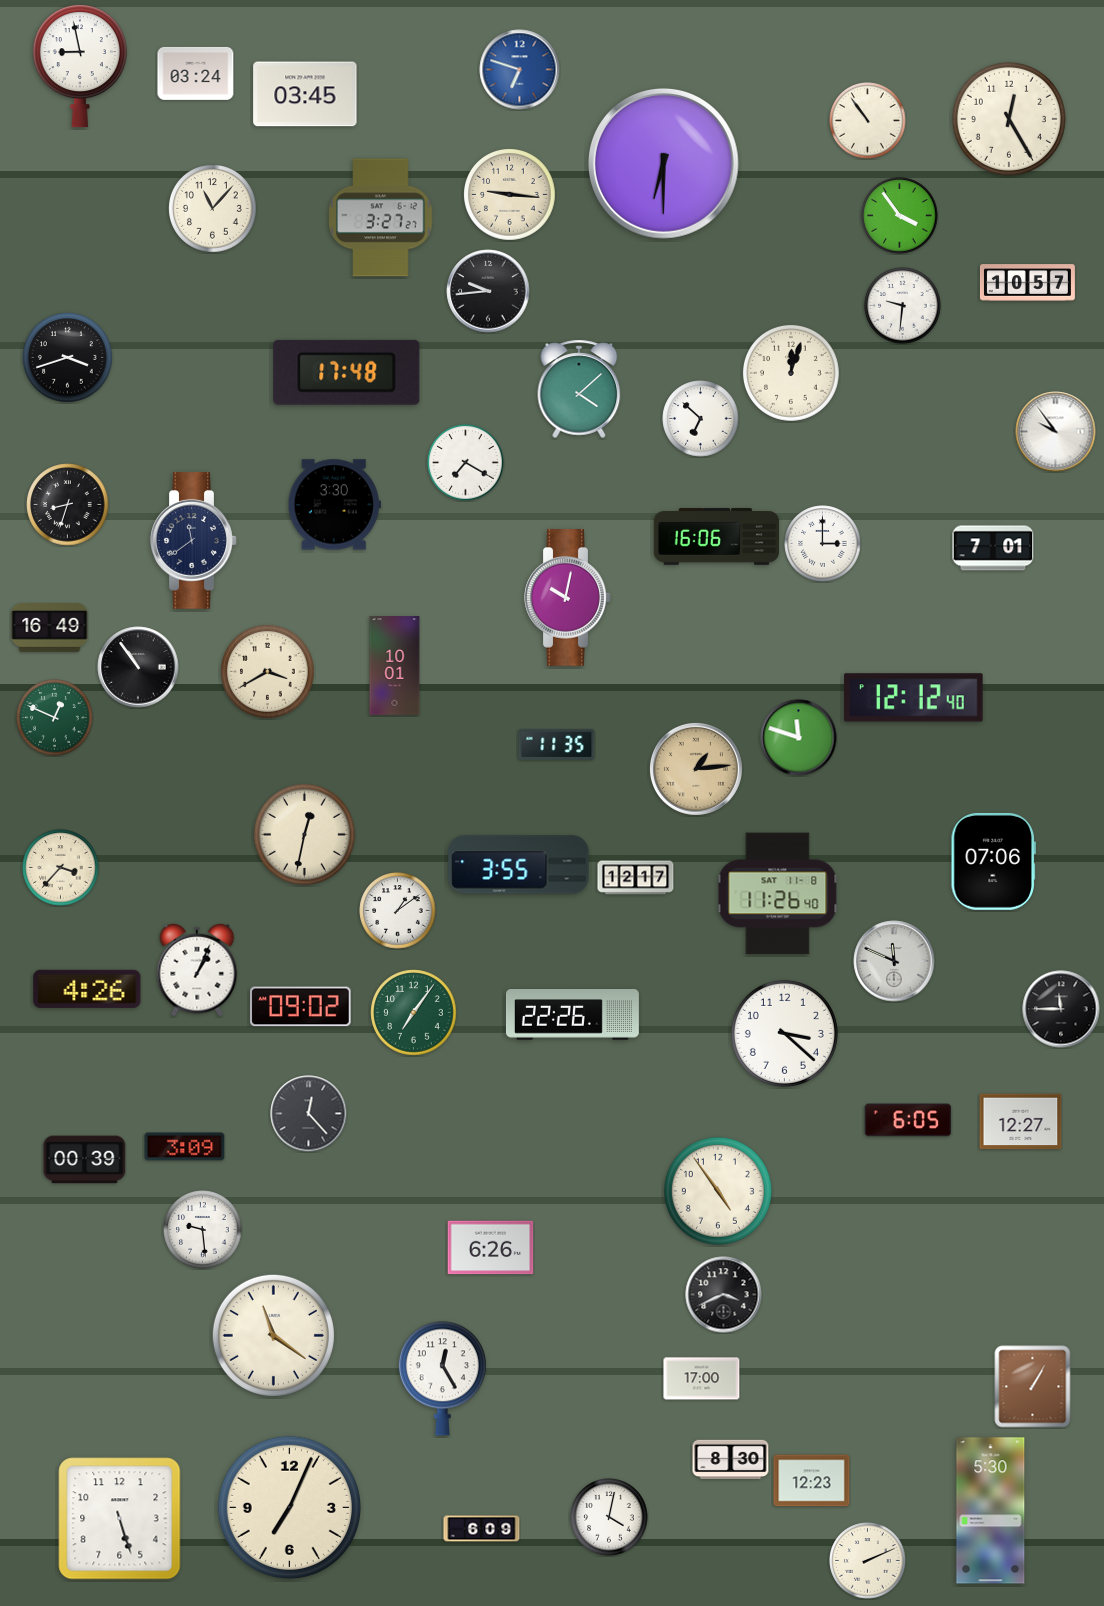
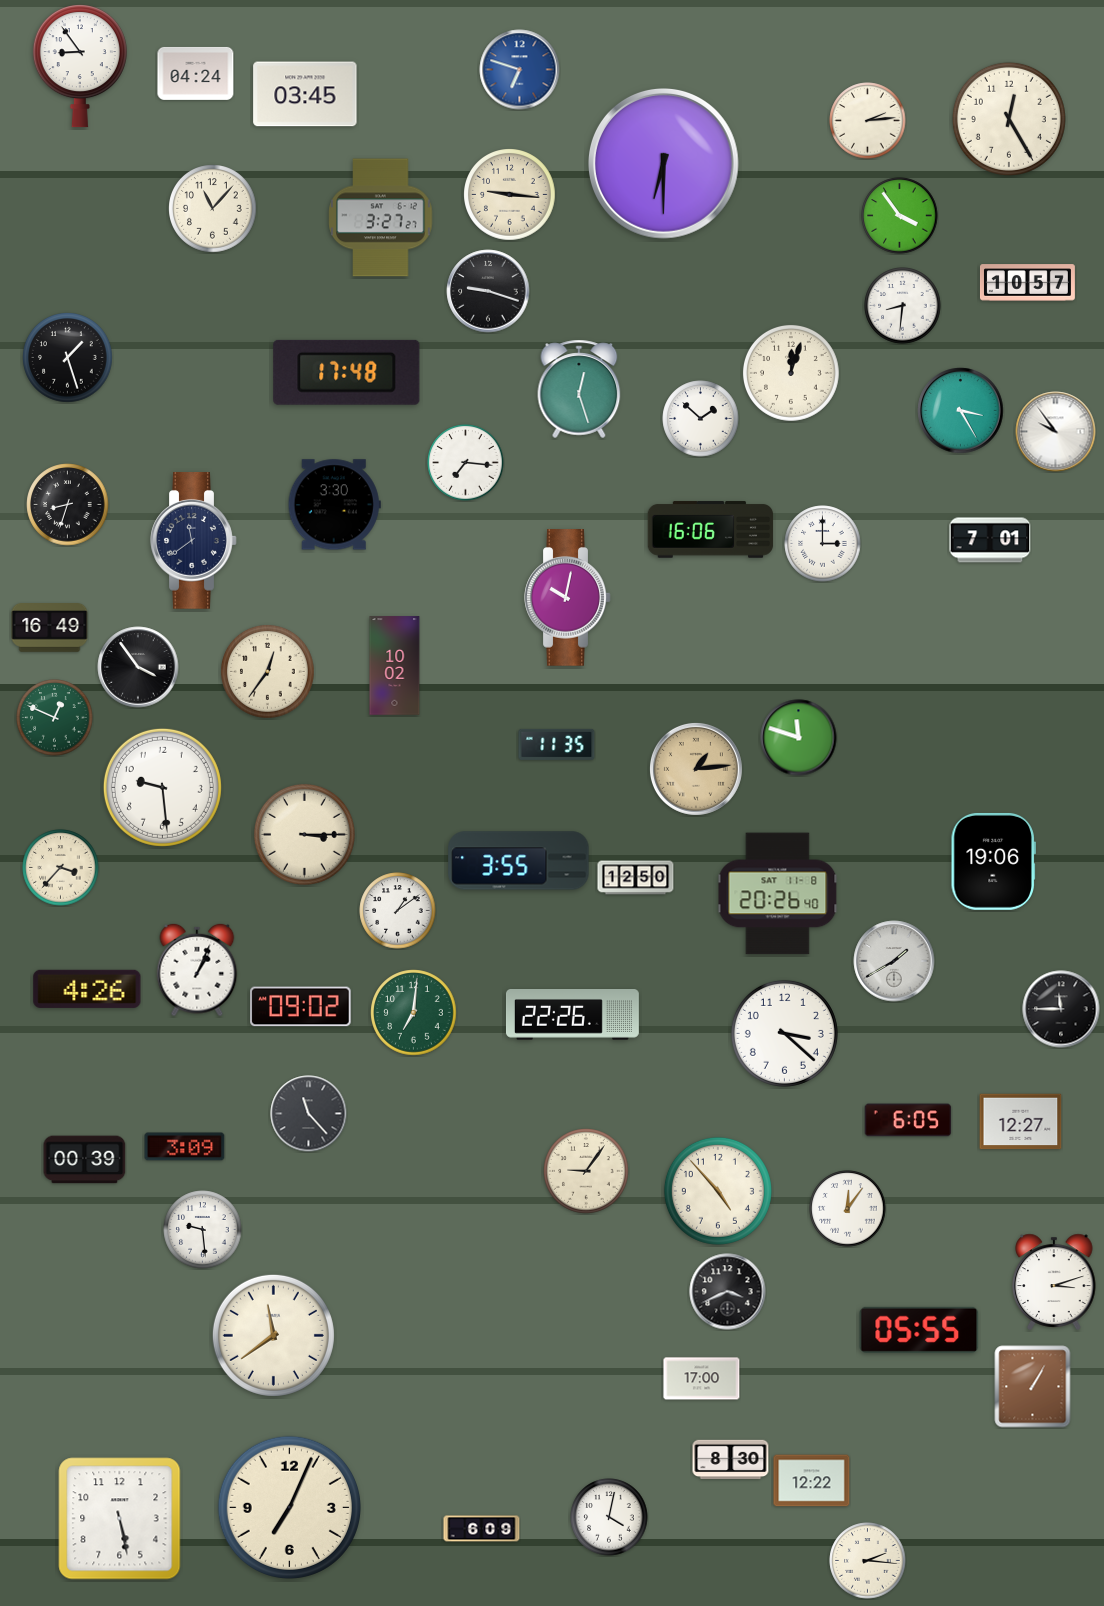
clock at (80, 66): 8:58 -> 8:54
clock at (196, 73): 03:24 -> 04:24
clock at (868, 121): 10:54 -> 2:14
clock at (488, 291): 9:44 -> 9:18
clock at (903, 306): 9:31 -> 8:31
clock at (68, 358): 3:42 -> 1:27
clock at (579, 389): 4:08 -> 12:27
clock at (961, 411): none -> 3:25
clock at (701, 419): 6:52 -> 1:52
clock at (466, 463): 7:20 -> 7:16
clock at (717, 537) position: (717, 537) -> (711, 530)
clock at (993, 548) position: (993, 548) -> (990, 540)
clock at (395, 666): 10:01 -> 10:02
clock at (138, 667): 10:54 -> 3:54
clock at (268, 672): 3:40 -> 12:36
clock at (914, 698): 12:12 -> none
clock at (162, 787): none -> 9:29
clock at (304, 834): 12:32 -> 3:15
clock at (993, 861): 07:06 -> 19:06
clock at (519, 865) position: (519, 865) -> (519, 861)
clock at (636, 878): 12:17 -> 12:50
clock at (778, 894): 11:26 -> 20:26
clock at (894, 961): 11:49 -> 1:40
clock at (414, 1013): 7:06 -> 7:01
clock at (309, 1114): 12:23 -> 11:23
clock at (586, 1171): none -> 9:06
clock at (718, 1191): 4:54 -> 4:53
clock at (848, 1209): none -> 12:06
clock at (491, 1248): 6:26 -> none
clock at (1054, 1282): none -> 3:12
clock at (724, 1295) position: (724, 1295) -> (728, 1292)
clock at (919, 1330): none -> 05:55
clock at (273, 1335): 11:21 -> 11:39
clock at (442, 1379): 12:25 -> none
clock at (812, 1481): 12:23 -> 12:22
clock at (991, 1511): 5:30 -> none
clock at (120, 1519): 5:27 -> 5:28
clock at (868, 1561): 2:11 -> 2:16
